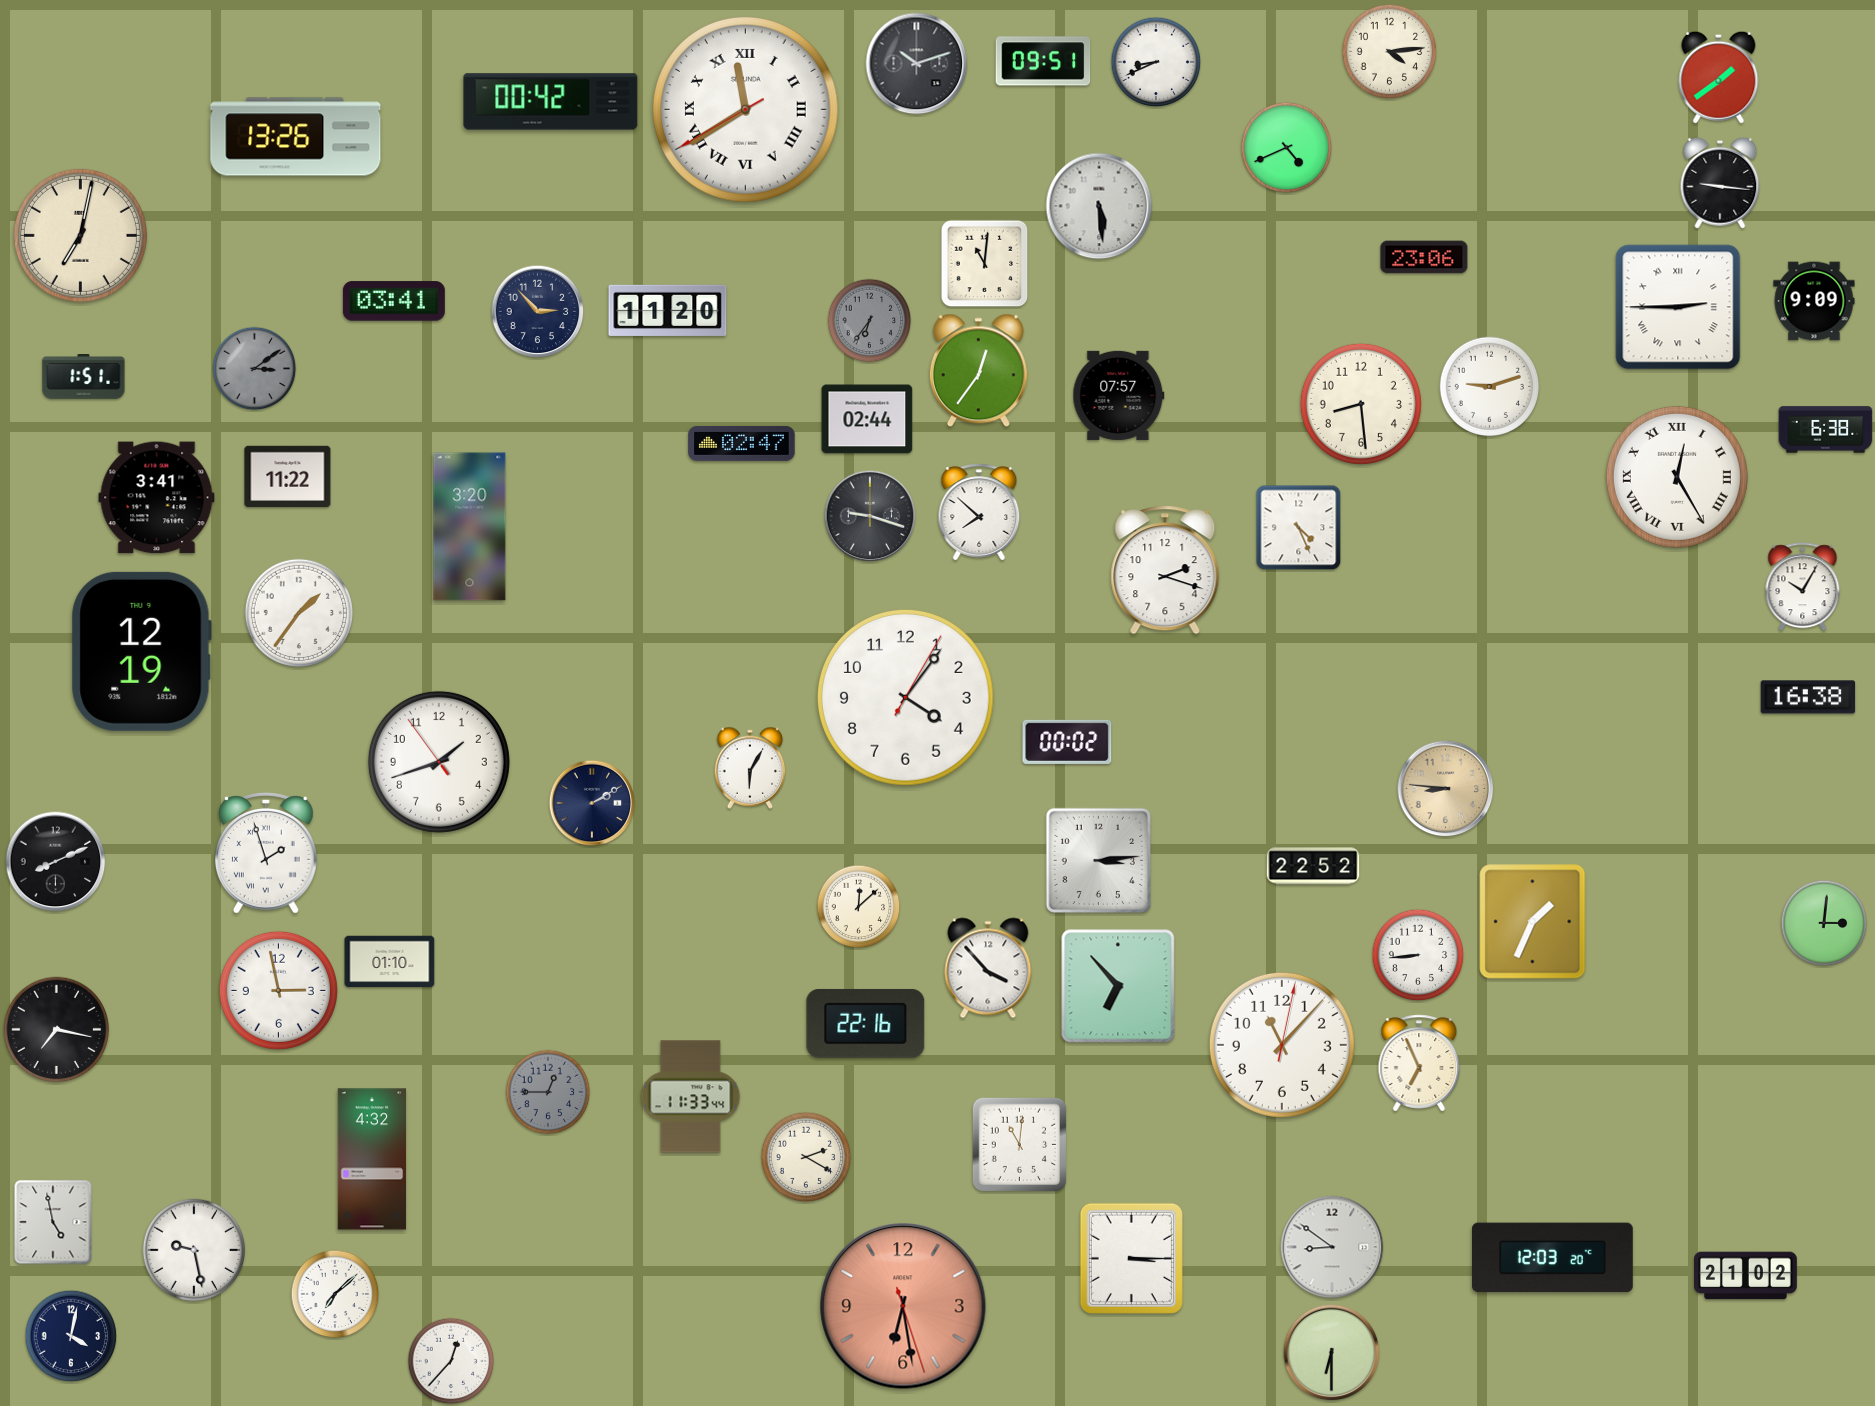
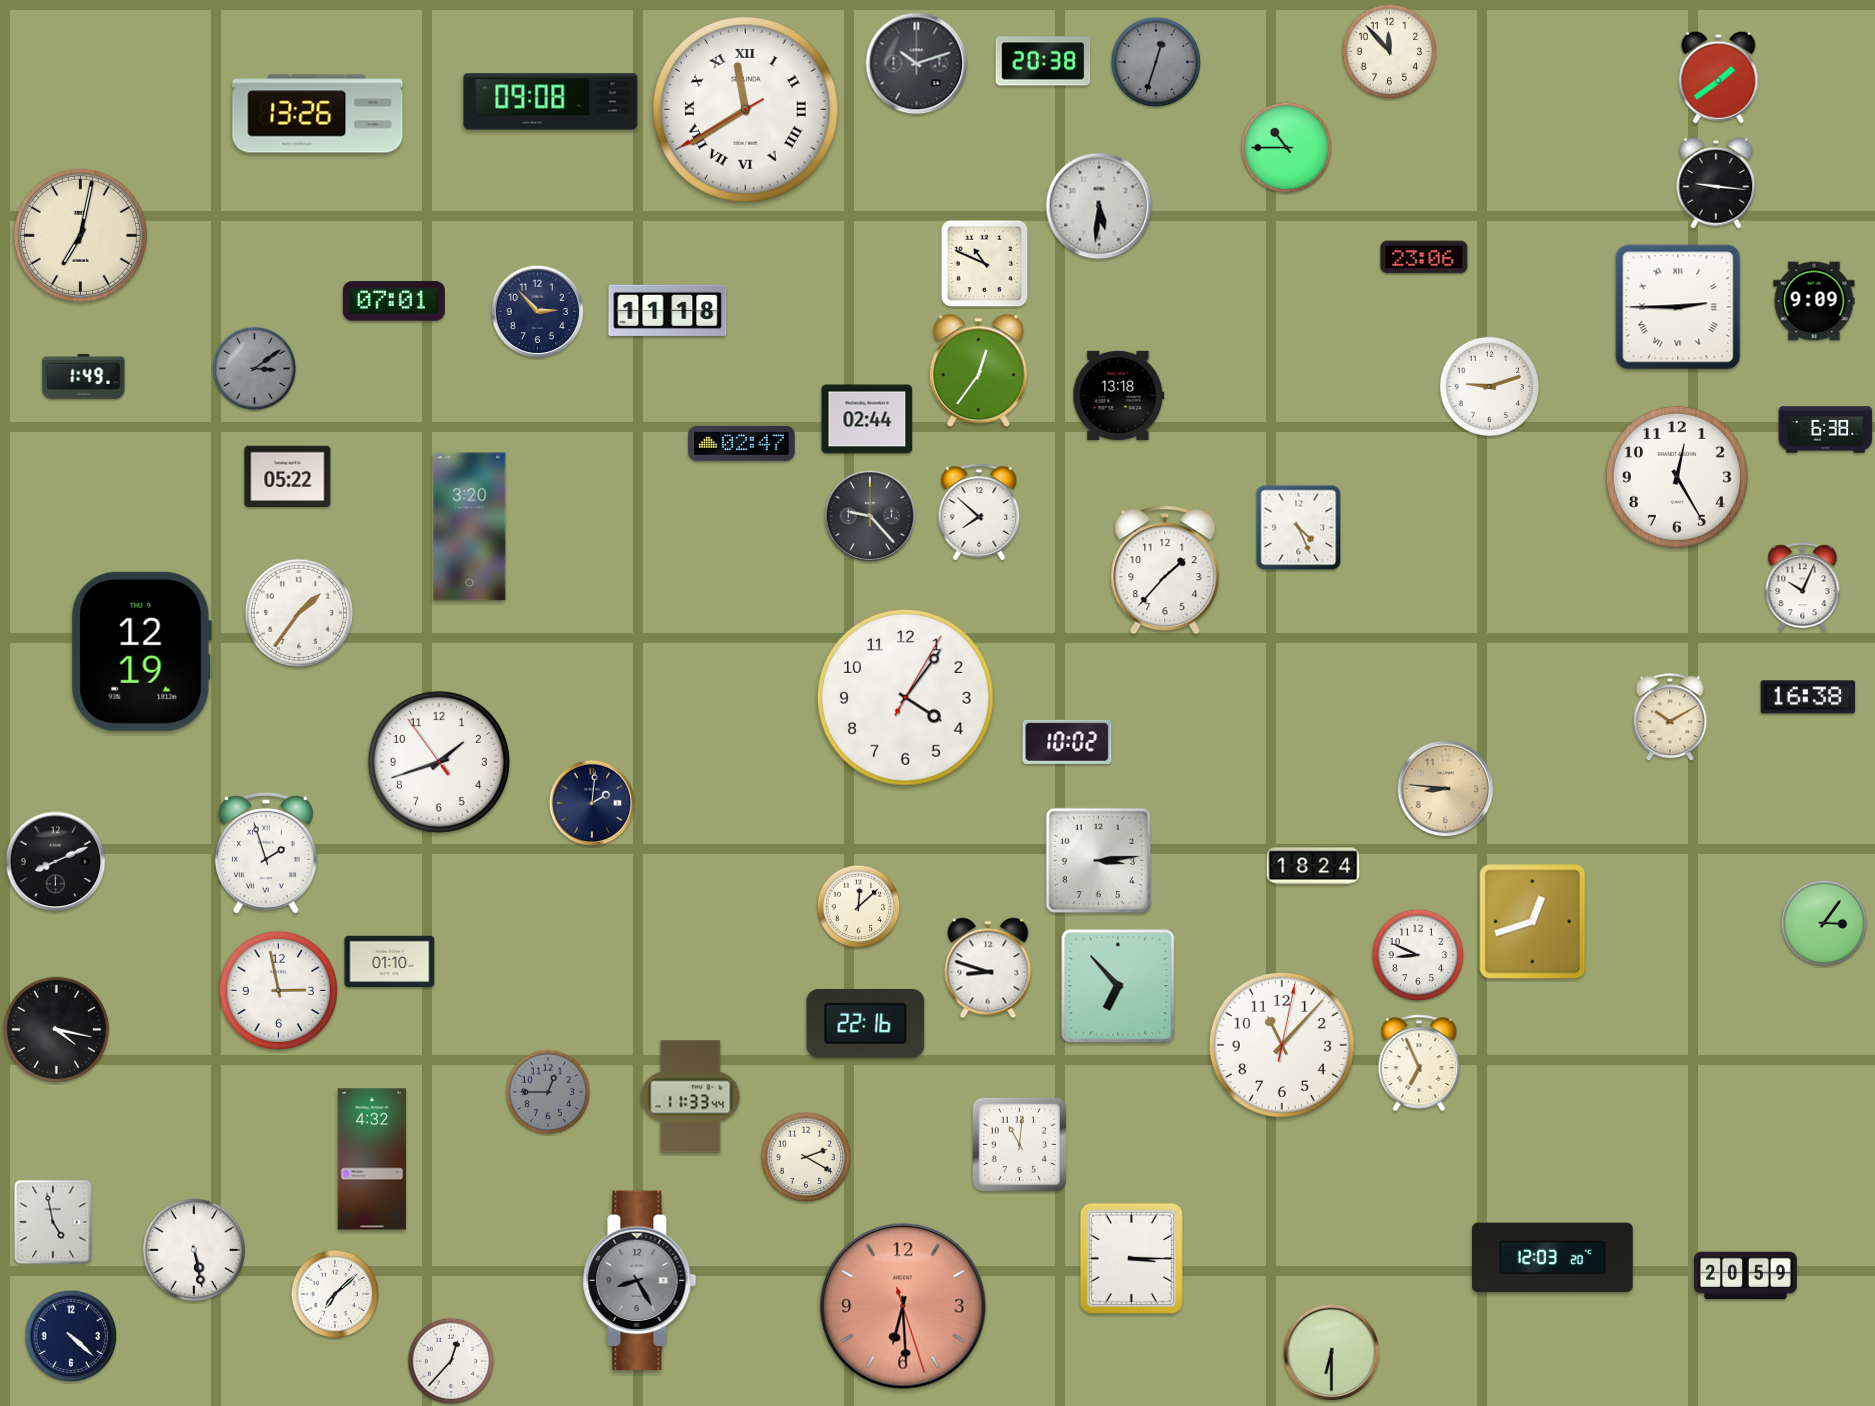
clock at (1390, 52): 4:14 -> 11:53
clock at (1043, 61): 09:51 -> 20:38
clock at (1156, 62): 8:41 -> 12:33
clock at (1156, 62) dial: white -> grey
clock at (551, 102): 00:42 -> 09:08
clock at (296, 137) position: (296, 137) -> (318, 114)
clock at (1287, 148): 4:41 -> 10:45
clock at (1720, 183) position: (1720, 183) -> (1716, 183)
clock at (1099, 206): 5:29 -> 5:31
clock at (985, 264): 11:01 -> 10:49
clock at (394, 301): 03:41 -> 07:01
clock at (668, 311): 11:20 -> 11:18
clock at (870, 321): 6:36 -> none
clock at (84, 377): 1:51 -> 1:49
clock at (1119, 395): 07:57 -> 13:18
clock at (1361, 404): 8:29 -> none
clock at (288, 476): 11:22 -> 05:22
clock at (1677, 477) numerals: Roman -> Arabic
clock at (157, 498): 3:41 -> none
clock at (870, 516): 9:18 -> 9:23
clock at (1165, 570): 2:18 -> 1:37
clock at (1803, 587): 10:05 -> 10:04
clock at (1670, 718): none -> 10:10
clock at (1067, 742): 00:02 -> 10:02
clock at (750, 768): 6:05 -> none
clock at (592, 803): 2:10 -> 2:01
clock at (1313, 866): 22:52 -> 18:24
clock at (1533, 922): 1:34 -> 12:42
clock at (1824, 923): 3:01 -> 3:06
clock at (1418, 955): 8:44 -> 8:49
clock at (988, 968): 3:53 -> 8:48
clock at (56, 1029): 7:17 -> 4:17
clock at (1332, 1247): 8:51 -> none
clock at (193, 1249): 9:28 -> 5:28
clock at (1746, 1276): 21:02 -> 20:59
clock at (640, 1281): none -> 8:25
clock at (903, 1306): 6:28 -> 6:29
clock at (71, 1336): 4:02 -> 4:22
